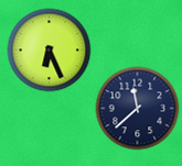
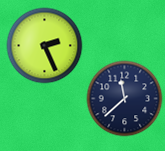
clock at (50, 51): 6:26 -> 2:26
